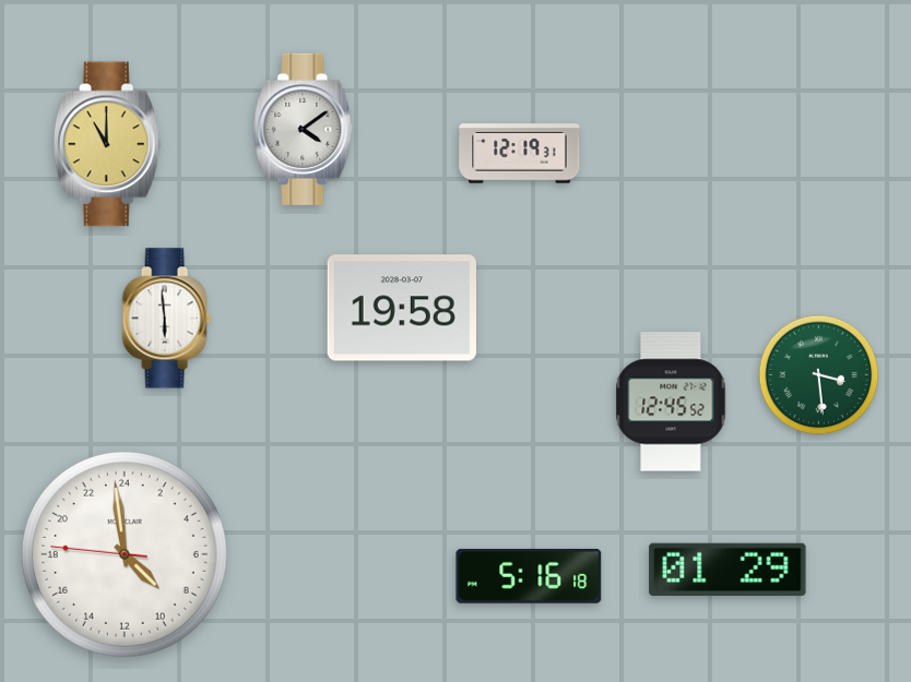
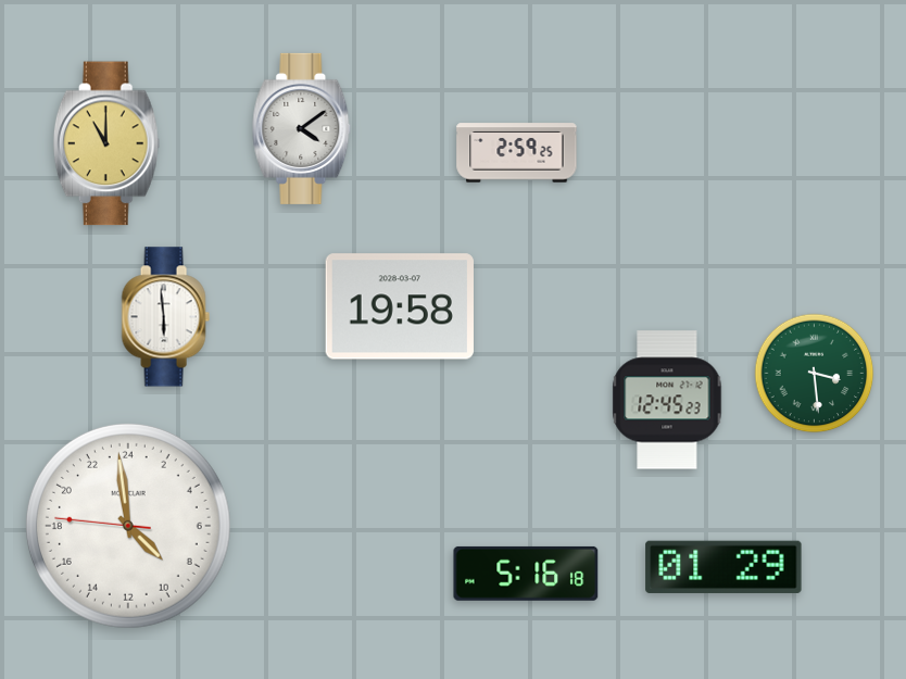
clock at (520, 154): 12:19 -> 2:59
clock at (671, 402): 12:45:52 -> 12:45:23
clock at (125, 554) position: (125, 554) -> (128, 526)
